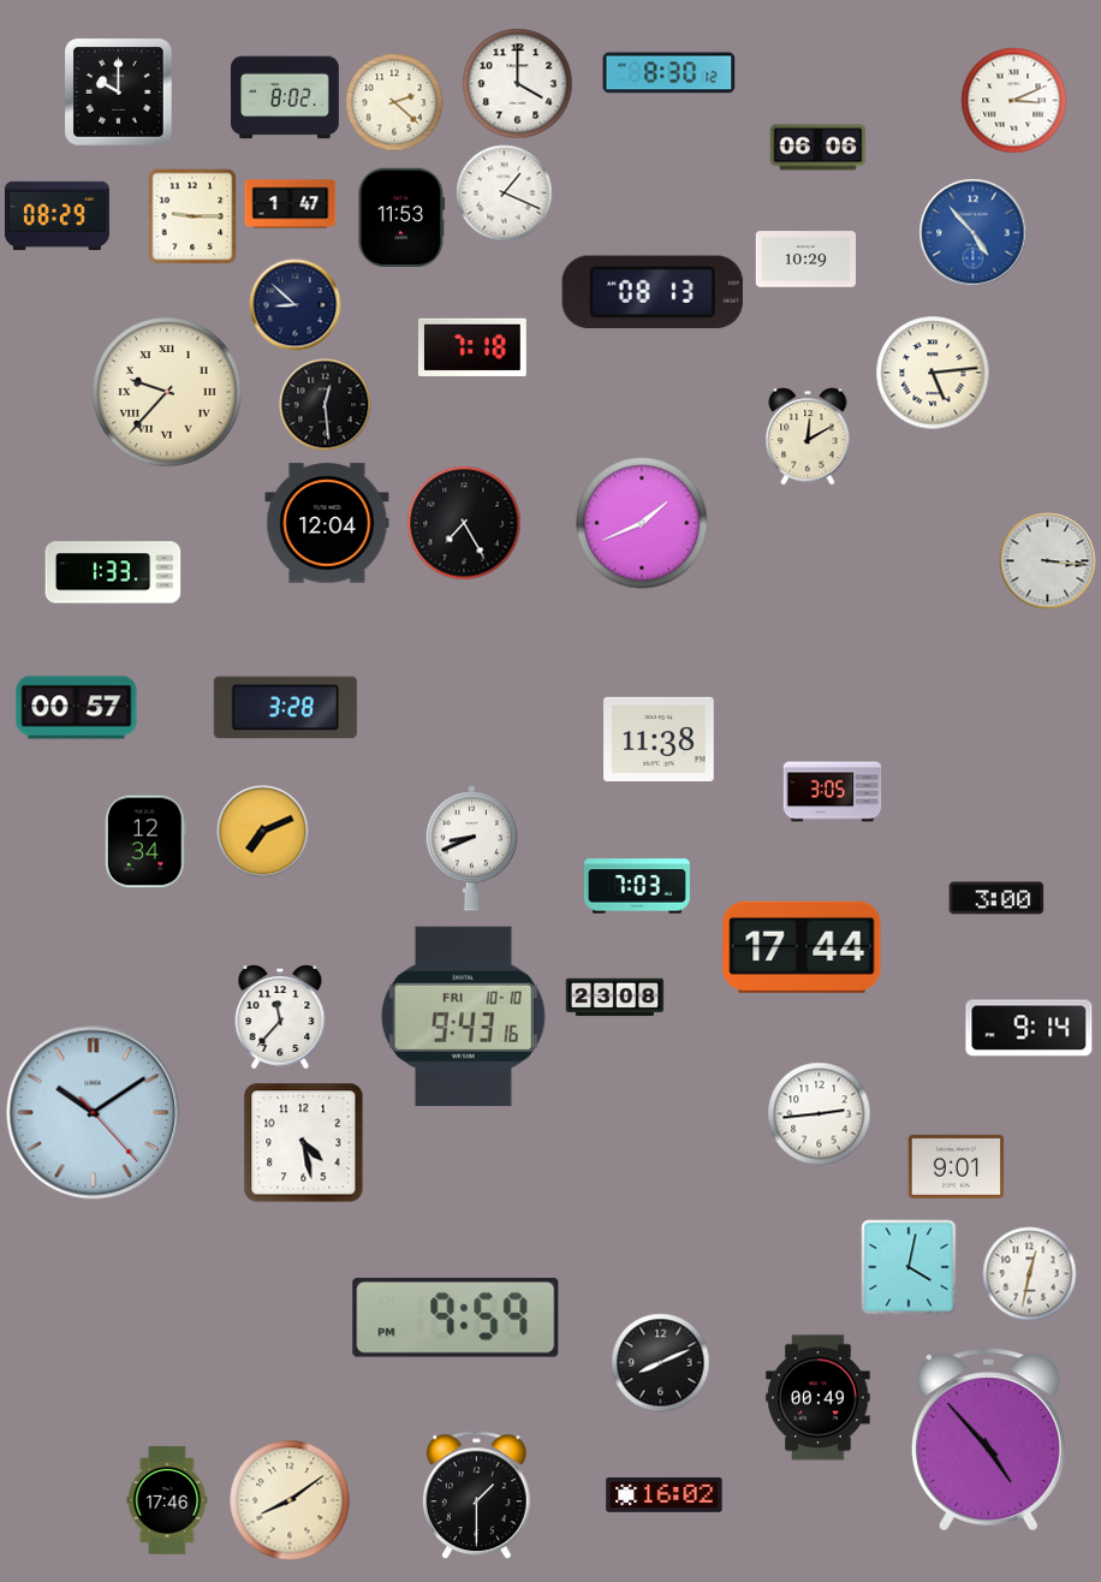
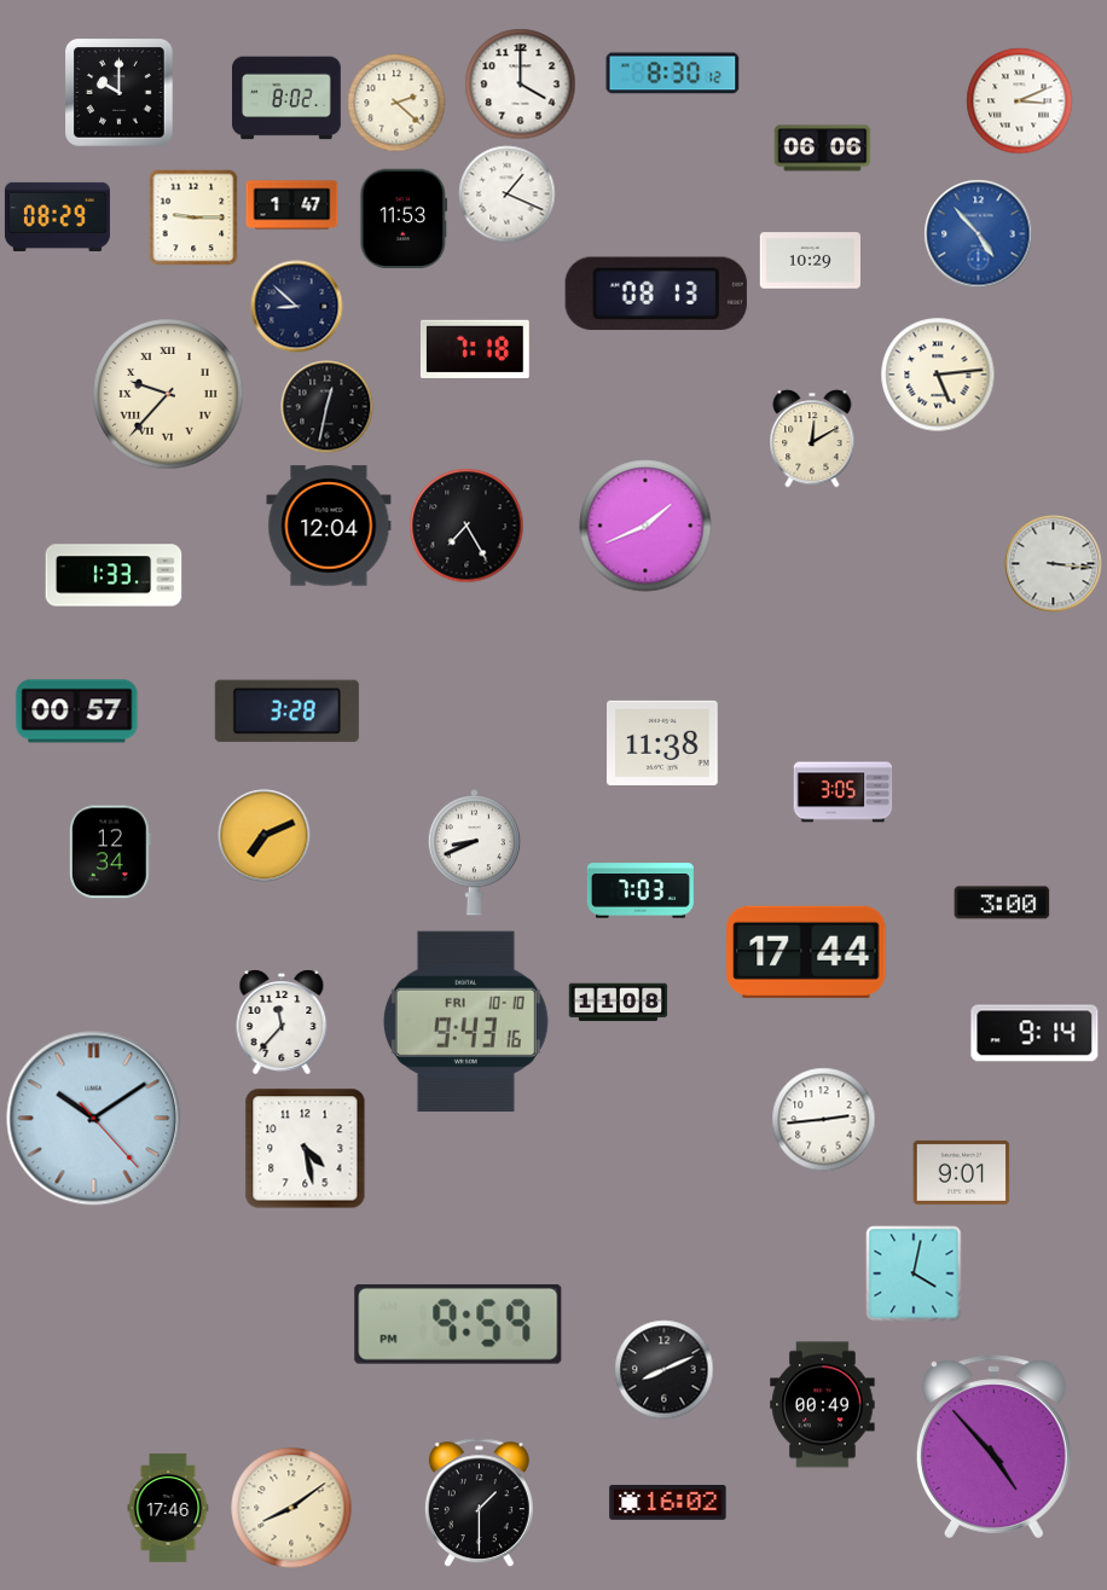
clock at (326, 405): 12:29 -> 12:32
clock at (833, 792) position: (833, 792) -> (844, 793)
clock at (145, 841) position: (145, 841) -> (110, 852)
clock at (615, 998): 23:08 -> 11:08
clock at (1030, 1274): 12:32 -> none
